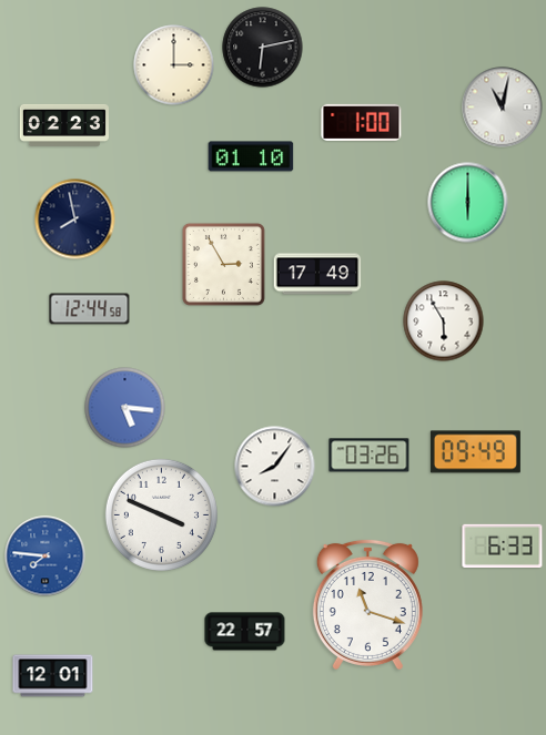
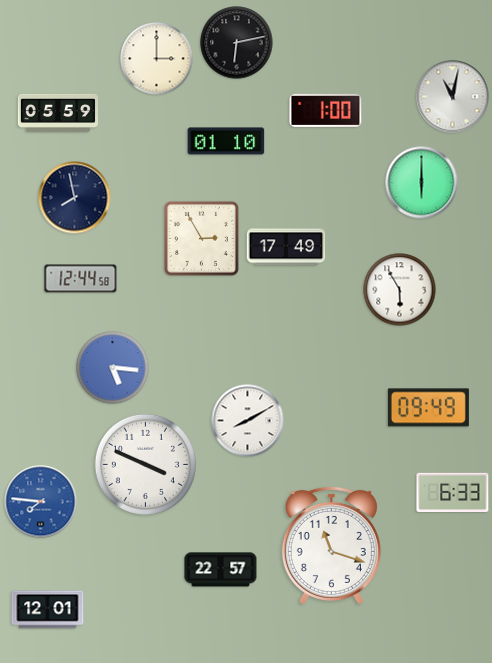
clock at (64, 125): 02:23 -> 05:59
clock at (75, 220) position: (75, 220) -> (75, 198)
clock at (370, 456): 03:26 -> none
clock at (275, 467): 8:06 -> 8:10
